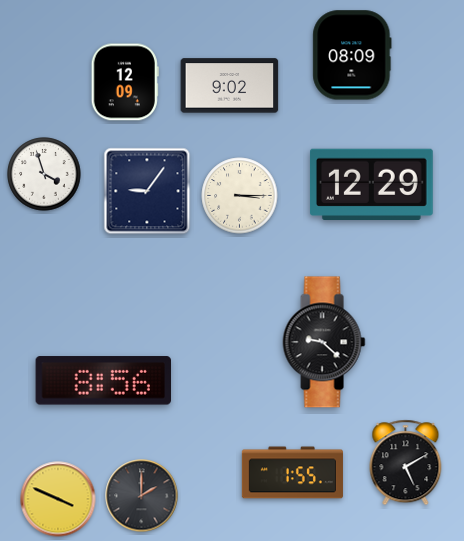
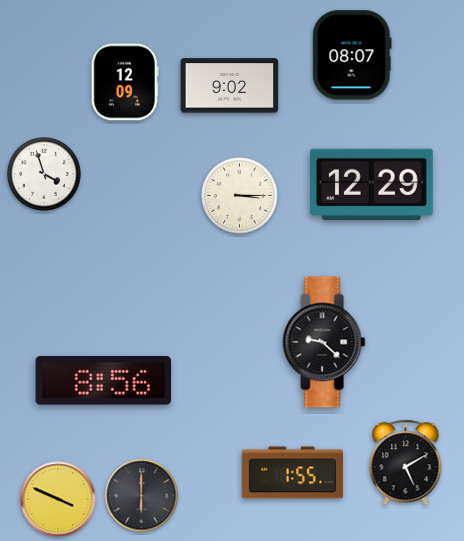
clock at (352, 55): 08:09 -> 08:07
clock at (147, 191): 9:06 -> none
clock at (142, 496): 2:00 -> 6:00
